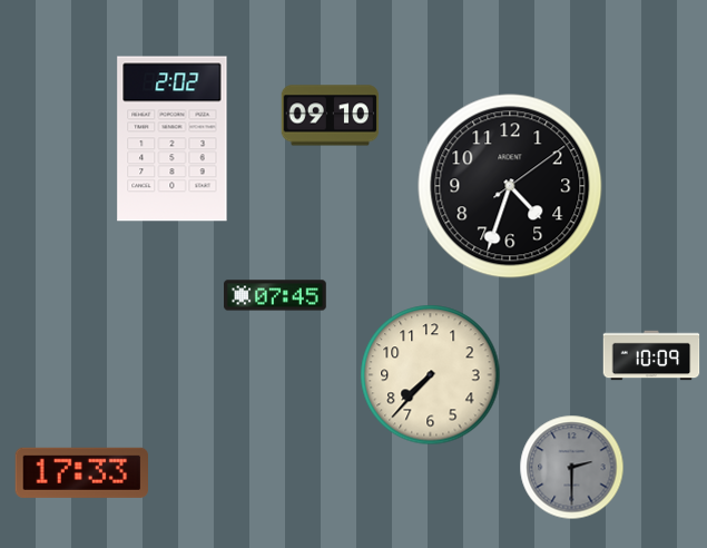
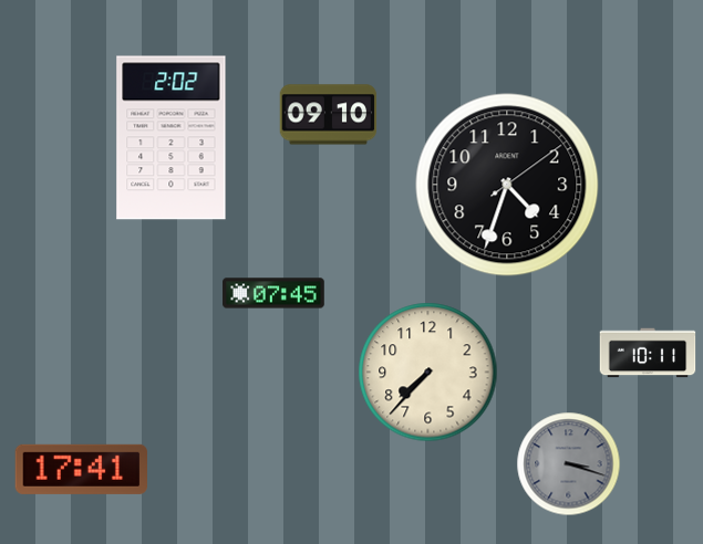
clock at (651, 355): 10:09 -> 10:11
clock at (572, 468): 2:30 -> 3:18
clock at (81, 472): 17:33 -> 17:41
